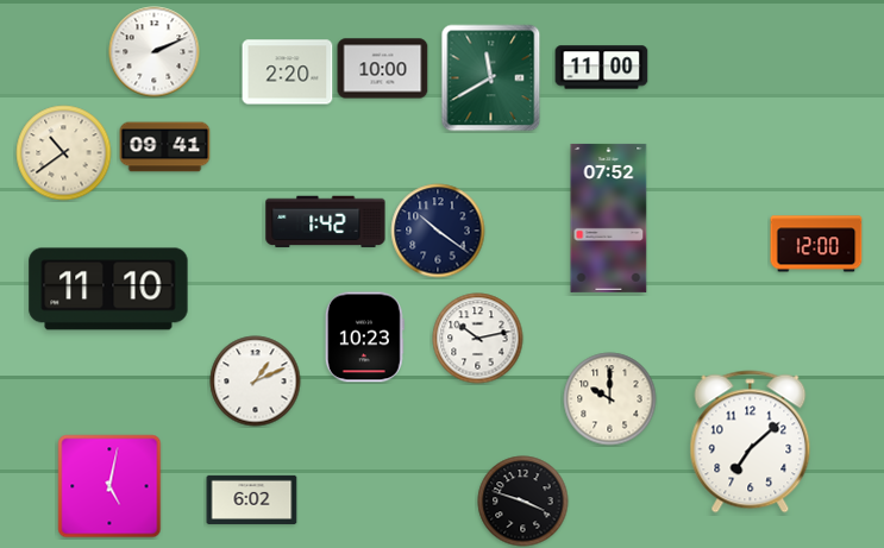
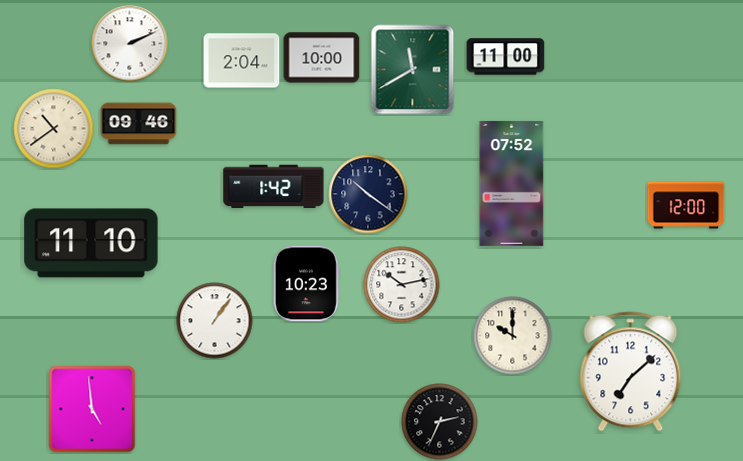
clock at (288, 73): 2:20 -> 2:04
clock at (491, 78) position: (491, 78) -> (413, 70)
clock at (165, 147): 09:41 -> 09:46
clock at (256, 382): 1:11 -> 1:06
clock at (109, 486): 5:02 -> 4:59
clock at (252, 499): 6:02 -> none
clock at (523, 502): 3:48 -> 2:34
